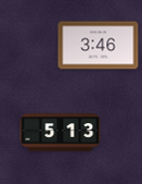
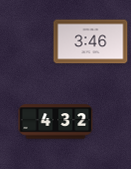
clock at (61, 133): 5:13 -> 4:32
